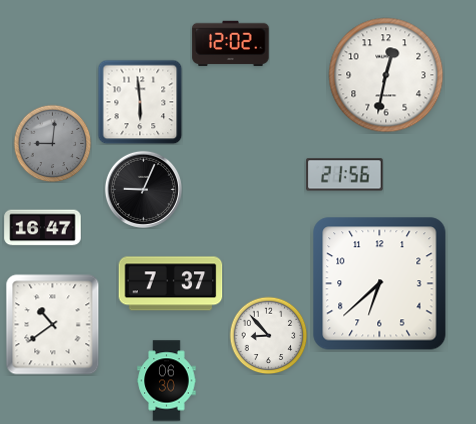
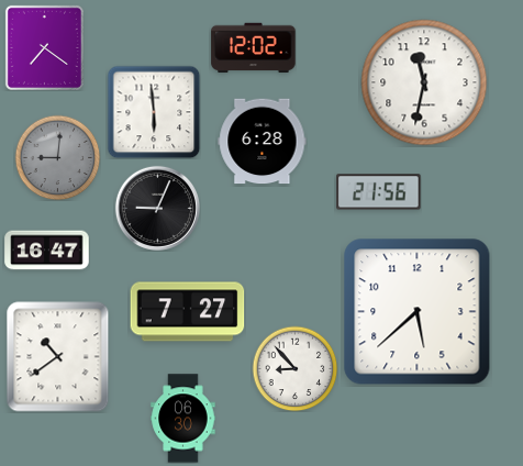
clock at (44, 47): none -> 7:21
clock at (386, 75): 12:32 -> 11:32
clock at (263, 142): none -> 6:28
clock at (171, 284): 7:37 -> 7:27
clock at (380, 284): 6:38 -> 5:38
